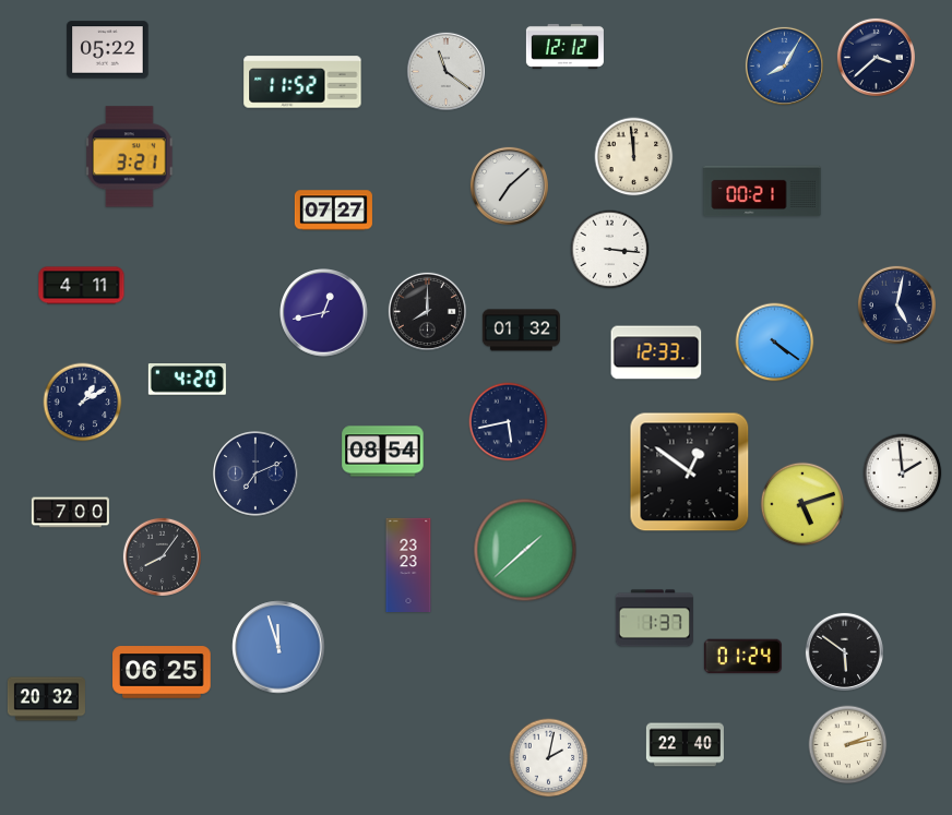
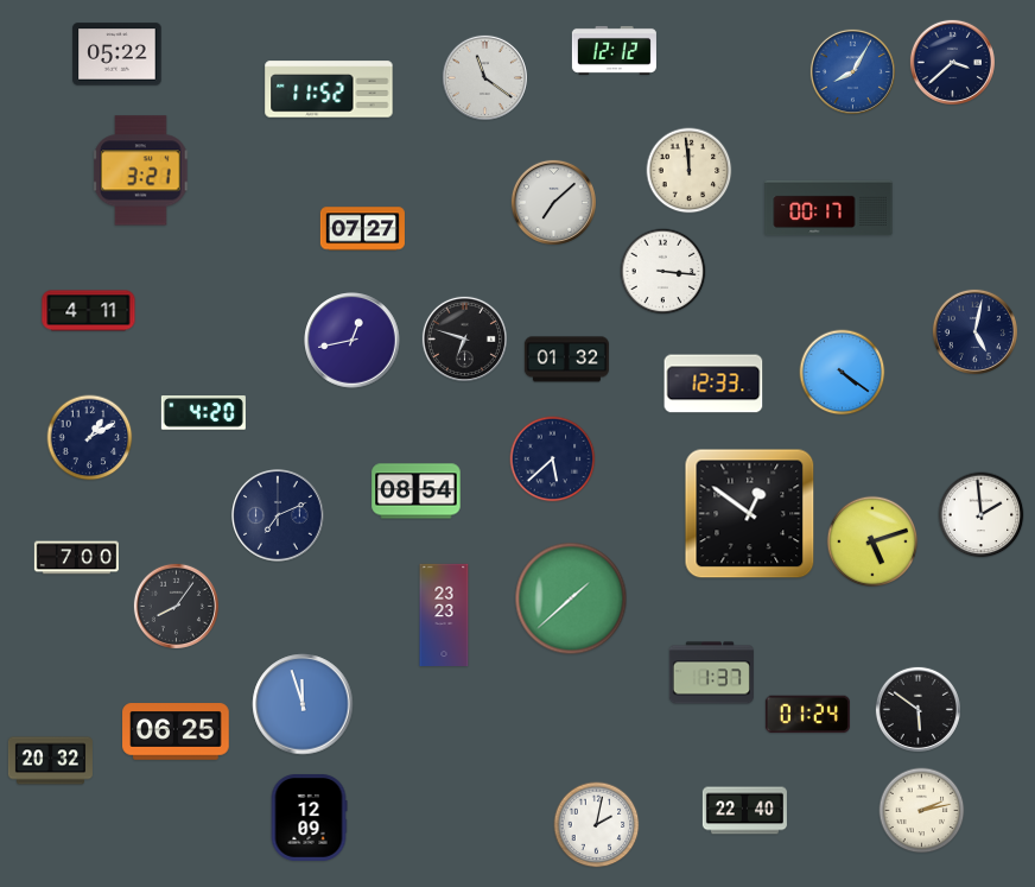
clock at (762, 191): 00:21 -> 00:17
clock at (427, 311): 8:00 -> 6:48
clock at (509, 422): 5:43 -> 5:38
clock at (802, 504) position: (802, 504) -> (872, 541)
clock at (309, 818): none -> 12:09
